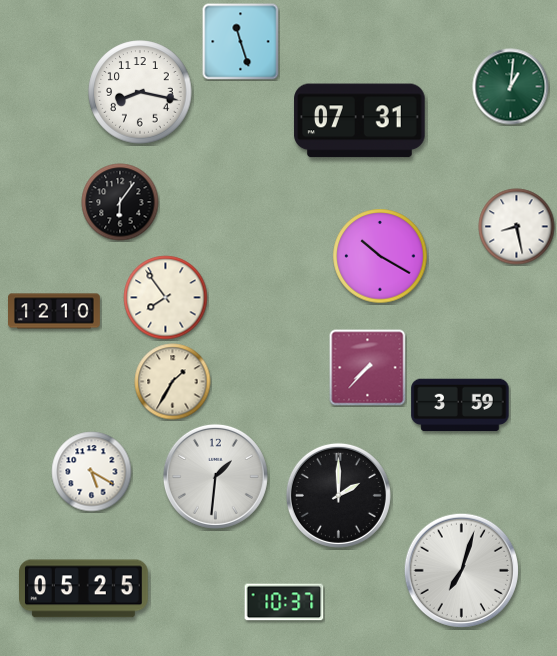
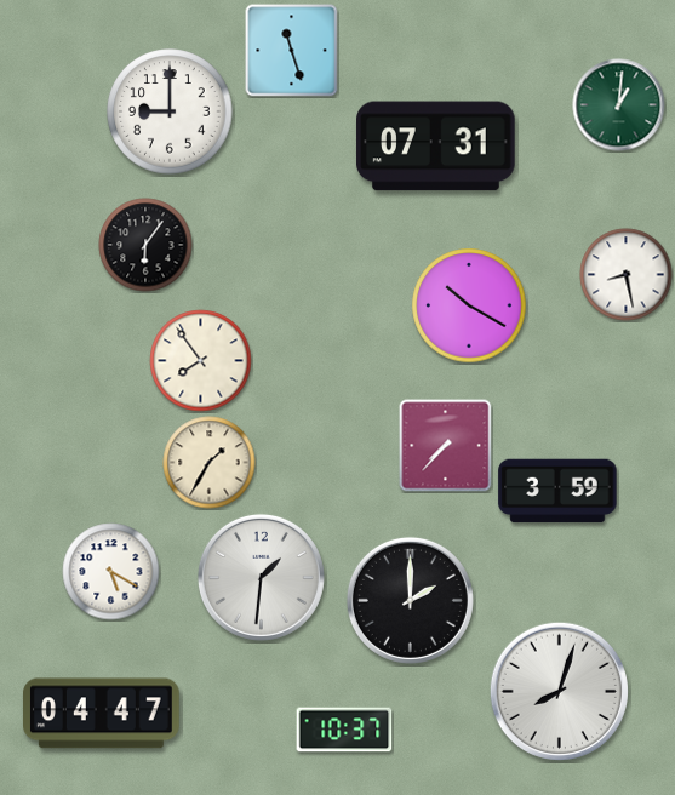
clock at (140, 92): 8:17 -> 9:00
clock at (380, 256) position: (380, 256) -> (469, 305)
clock at (55, 311): 12:10 -> none
clock at (461, 570): 7:03 -> 8:03
clock at (84, 589): 05:25 -> 04:47
